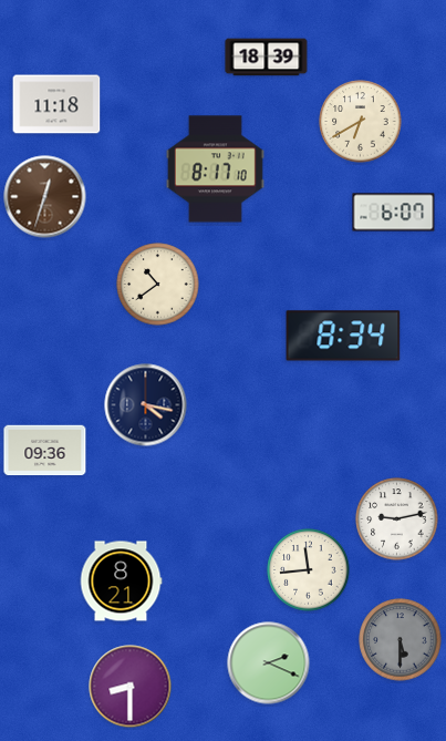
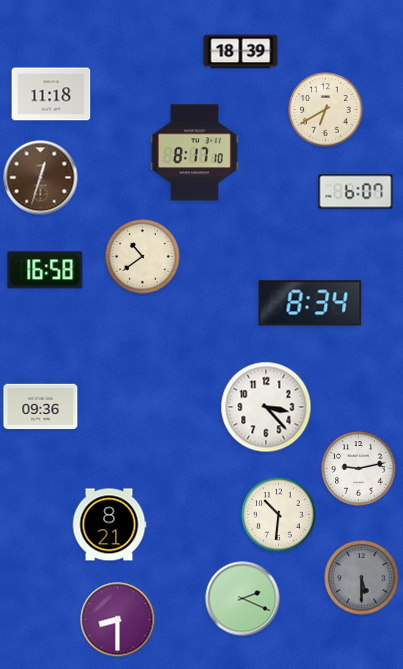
clock at (45, 270): none -> 16:58
clock at (146, 405): 4:17 -> none
clock at (266, 407): none -> 3:23
clock at (309, 570): 11:44 -> 10:31
